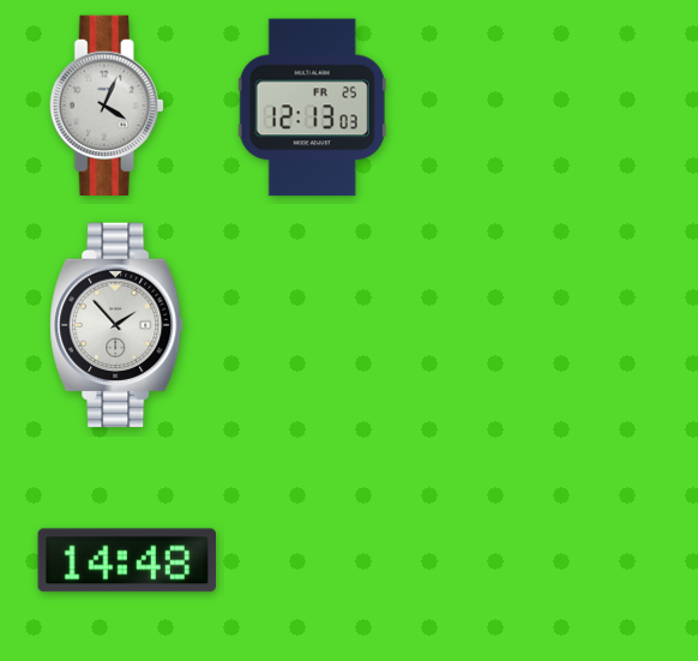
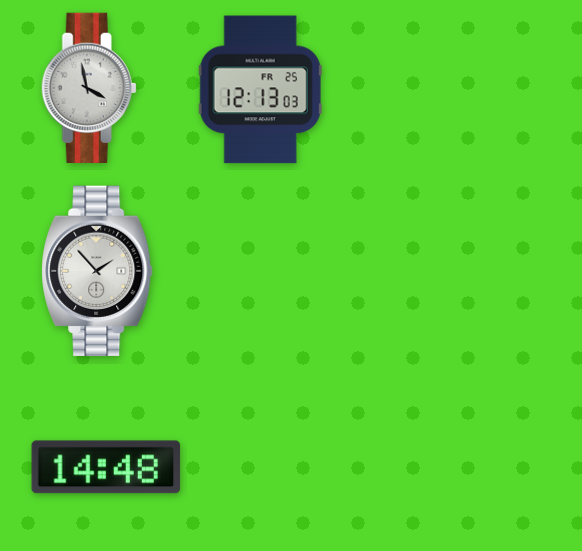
clock at (107, 104): 4:04 -> 3:58
